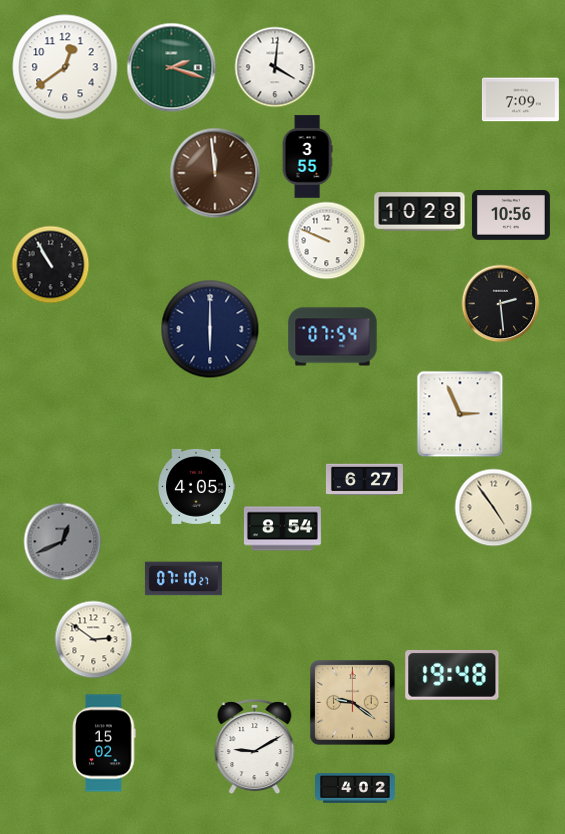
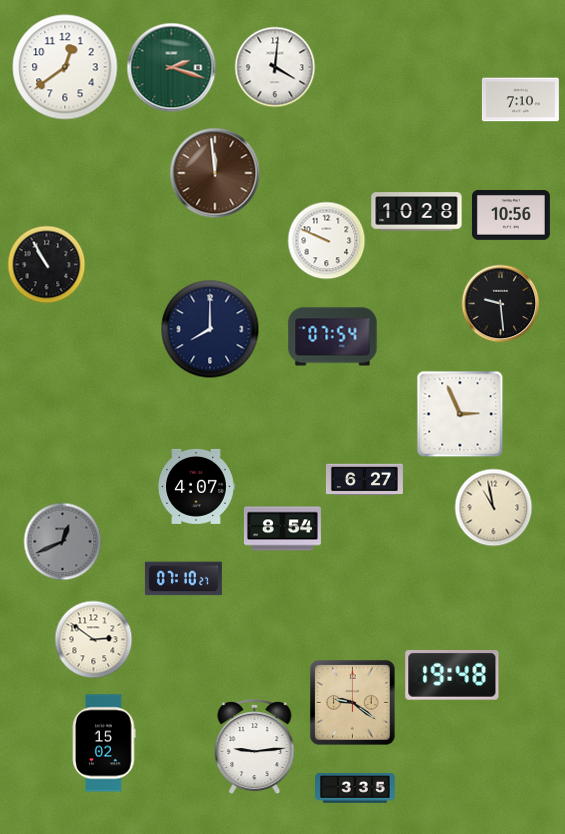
clock at (520, 100): 7:09 -> 7:10
clock at (307, 157): 3:55 -> none
clock at (420, 212) position: (420, 212) -> (417, 212)
clock at (50, 264) position: (50, 264) -> (46, 264)
clock at (500, 303): 2:29 -> 9:29
clock at (210, 329): 6:00 -> 8:00
clock at (196, 486): 4:05 -> 4:07
clock at (493, 507): 4:54 -> 10:58
clock at (255, 747): 9:10 -> 9:14
clock at (356, 788): 4:02 -> 3:35
